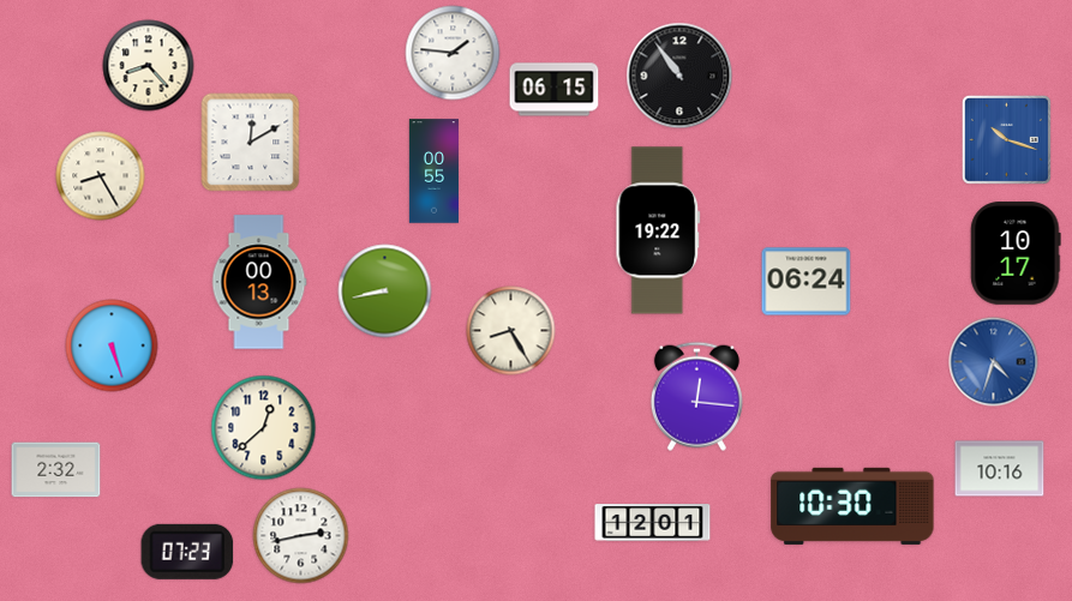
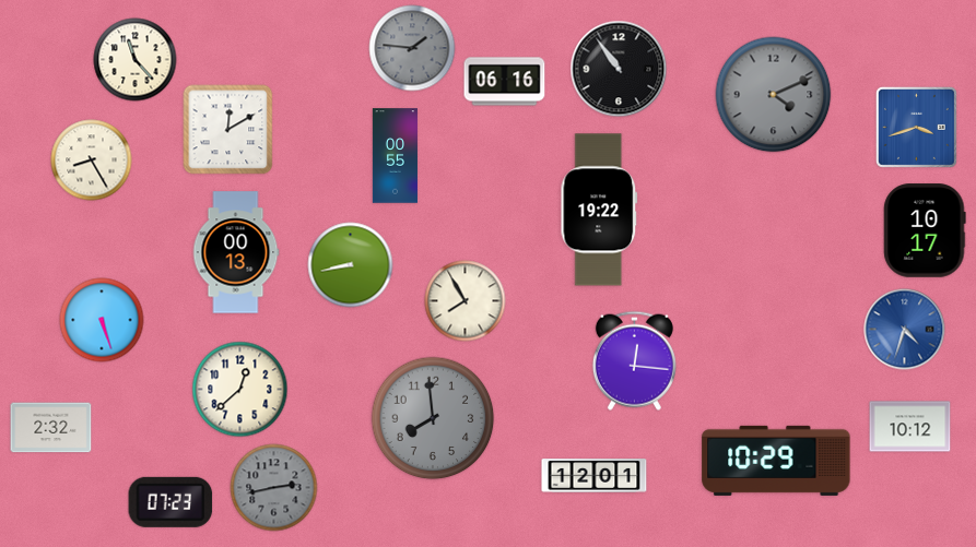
clock at (453, 53) dial: white -> grey
clock at (149, 66): 8:23 -> 11:23
clock at (555, 90): 06:15 -> 06:16
clock at (774, 95): none -> 4:11
clock at (1006, 139): 10:18 -> 3:42
clock at (259, 282) position: (259, 282) -> (236, 252)
clock at (807, 282): 06:24 -> none
clock at (511, 331): 8:25 -> 7:55
clock at (112, 345) position: (112, 345) -> (102, 320)
clock at (433, 418): none -> 7:59
clock at (1000, 469): 10:16 -> 10:12
clock at (852, 506): 10:30 -> 10:29
clock at (301, 536) dial: white -> grey
